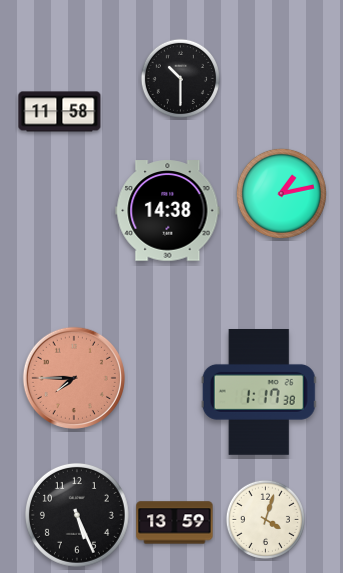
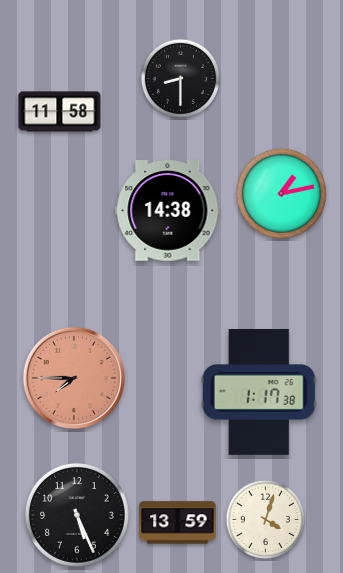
clock at (180, 78): 10:30 -> 8:30
clock at (175, 523) position: (175, 523) -> (178, 523)
